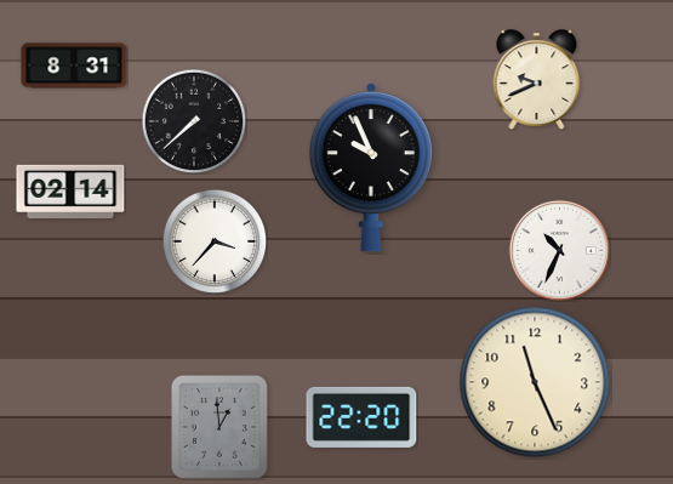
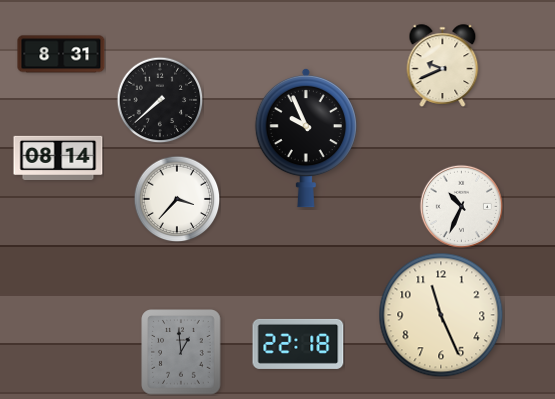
clock at (70, 190): 02:14 -> 08:14
clock at (361, 417): 22:20 -> 22:18
